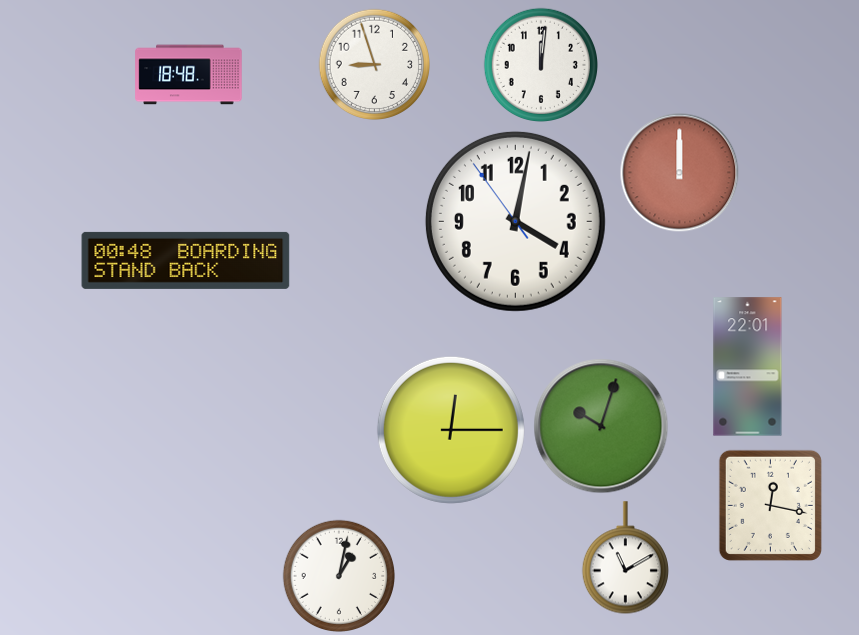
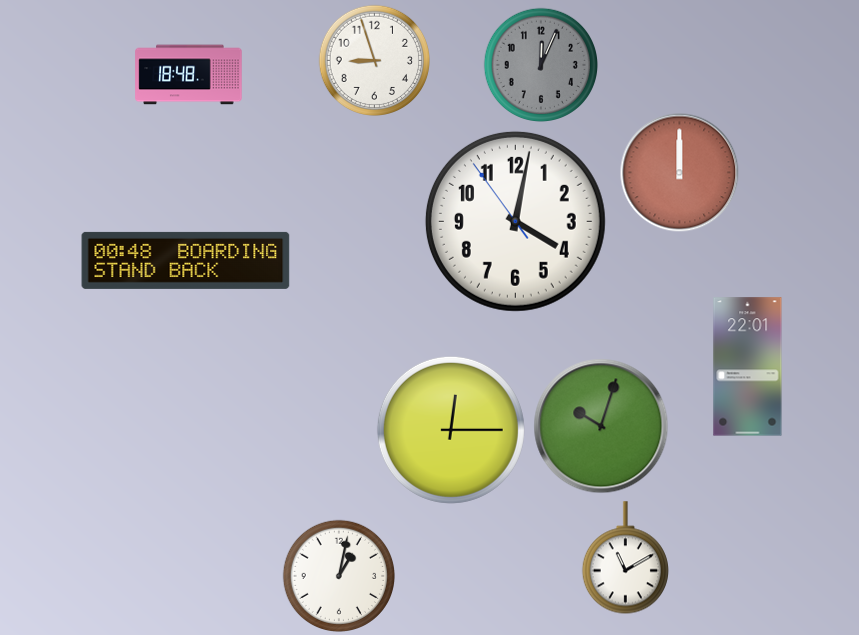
clock at (374, 64) position: (374, 64) -> (374, 60)
clock at (540, 64): 12:01 -> 12:04
clock at (540, 64) dial: white -> grey
clock at (770, 505): 12:17 -> none
